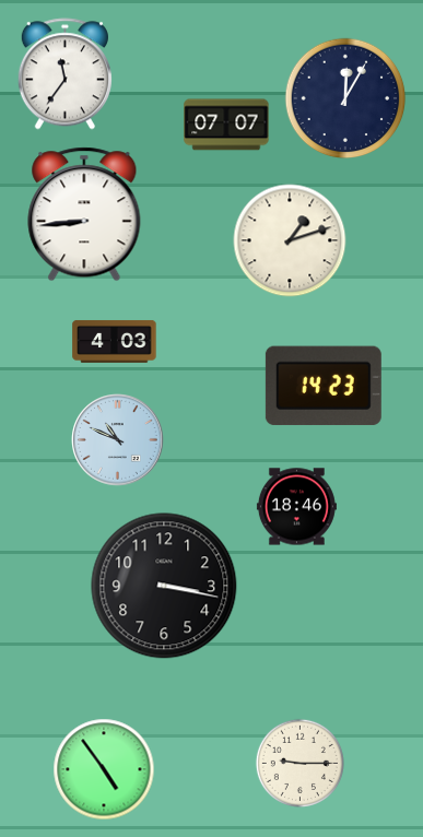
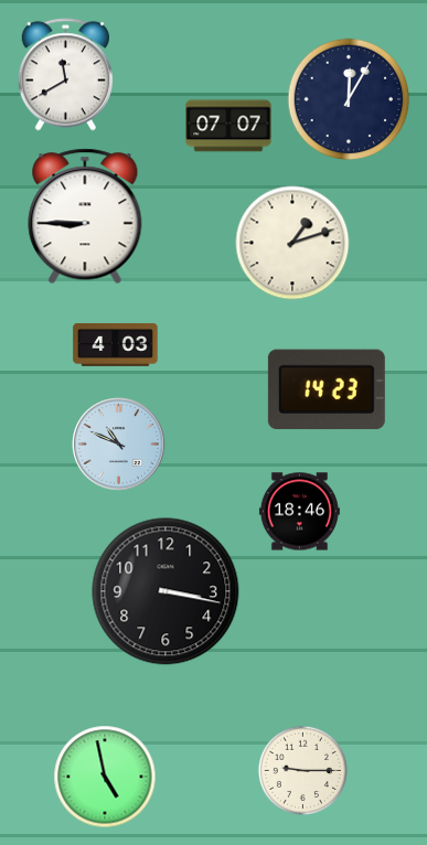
clock at (64, 74): 11:36 -> 11:40
clock at (84, 214): 8:44 -> 8:45
clock at (104, 769): 4:54 -> 4:58
